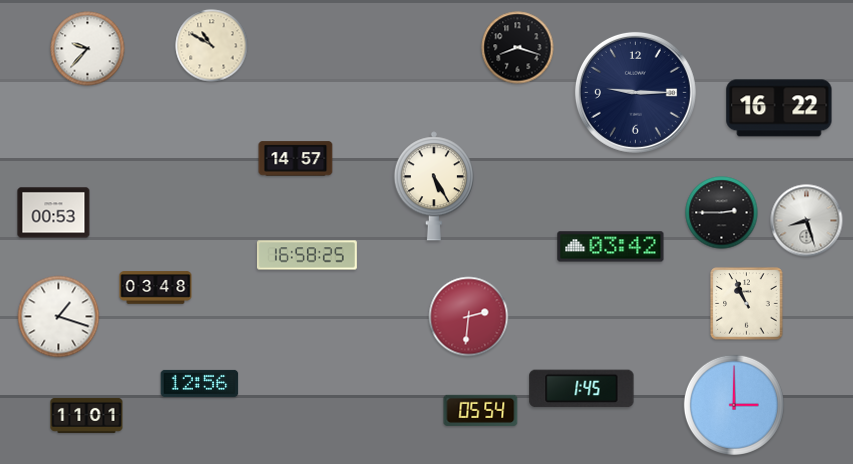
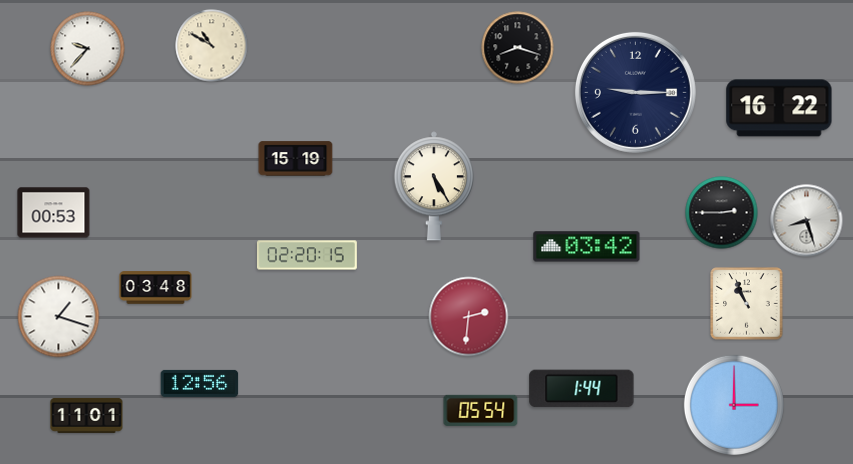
clock at (296, 159): 14:57 -> 15:19
clock at (611, 247) position: (611, 247) -> (587, 247)
clock at (307, 255): 16:58 -> 02:20
clock at (582, 389): 1:45 -> 1:44
